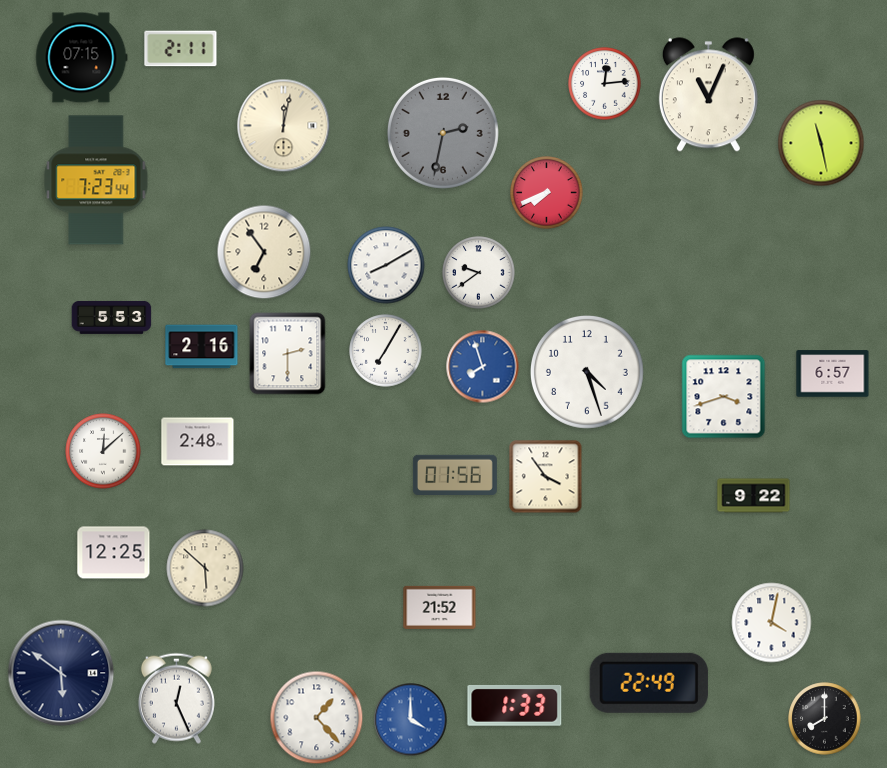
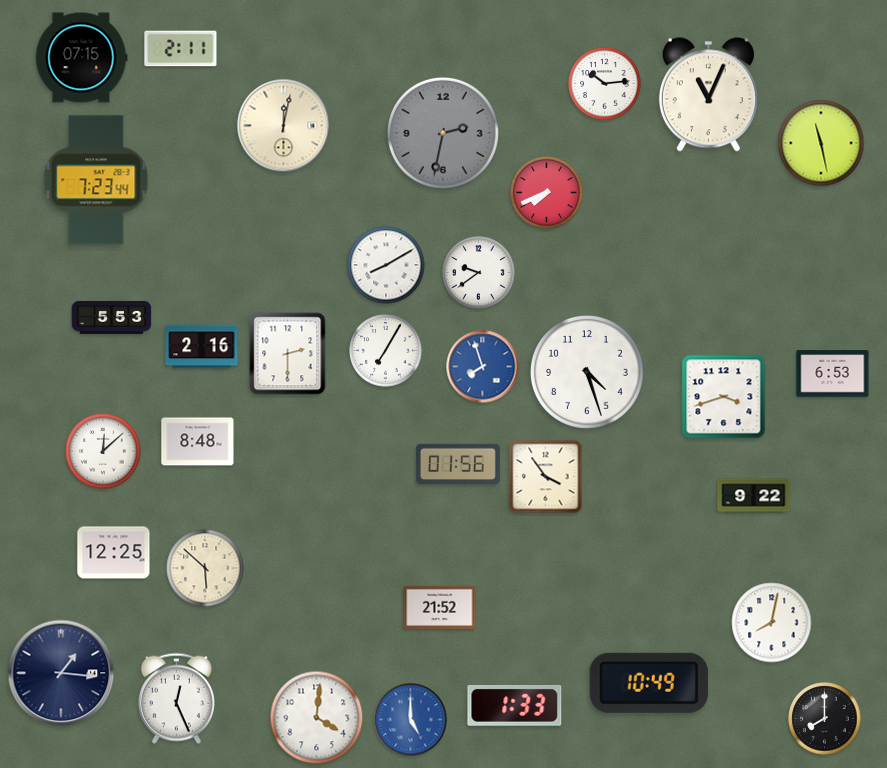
clock at (605, 84): 12:14 -> 10:14
clock at (264, 252): 6:54 -> none
clock at (833, 374): 6:57 -> 6:53
clock at (198, 442): 2:48 -> 8:48
clock at (455, 474) position: (455, 474) -> (458, 463)
clock at (772, 623): 4:02 -> 8:02
clock at (61, 673): 5:51 -> 1:16
clock at (649, 683): 22:49 -> 10:49
clock at (317, 718): 1:23 -> 4:01
clock at (411, 720): 4:00 -> 5:00
